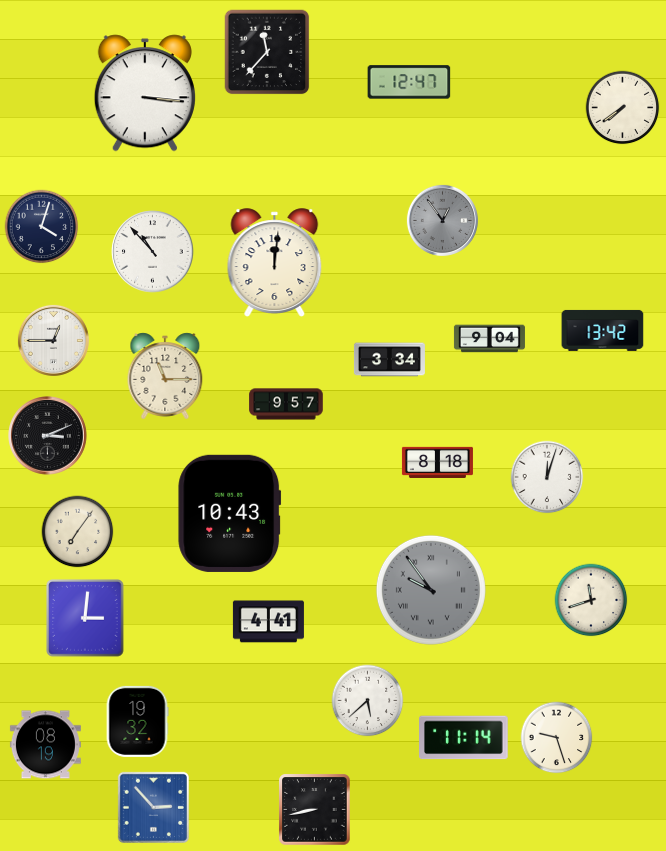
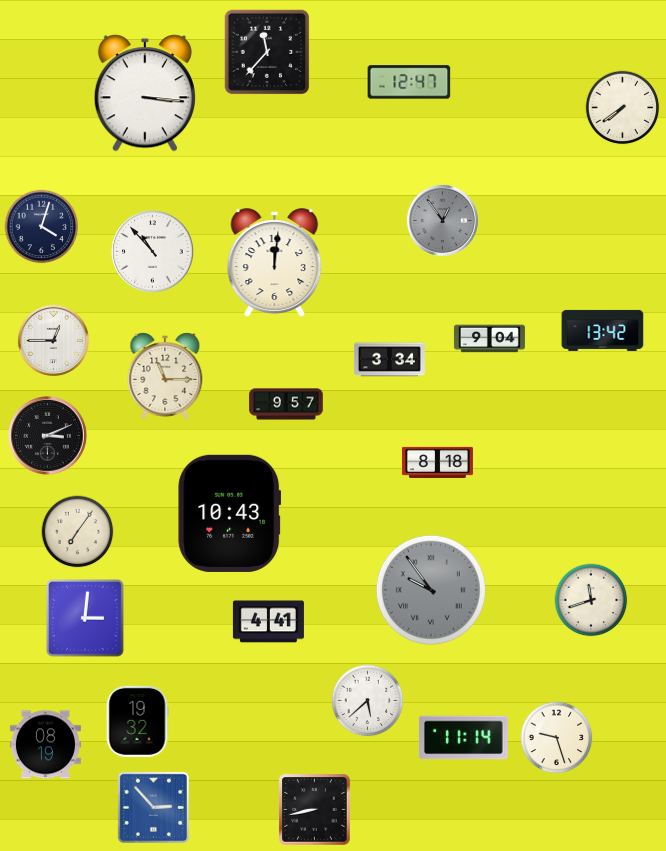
clock at (547, 477): 12:03 -> none
